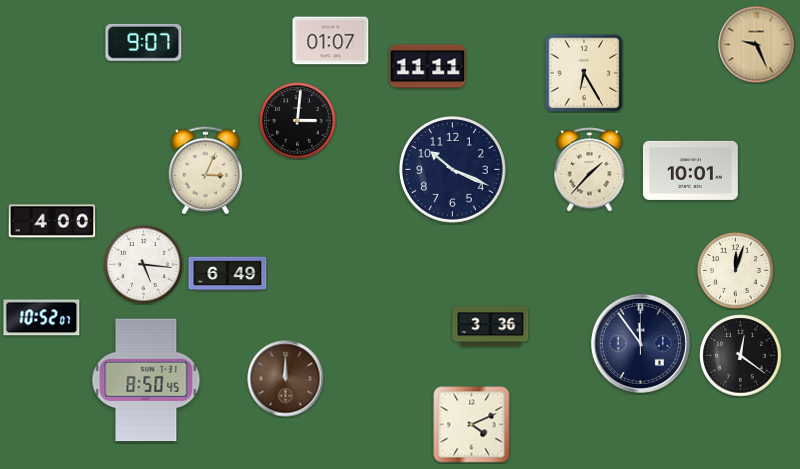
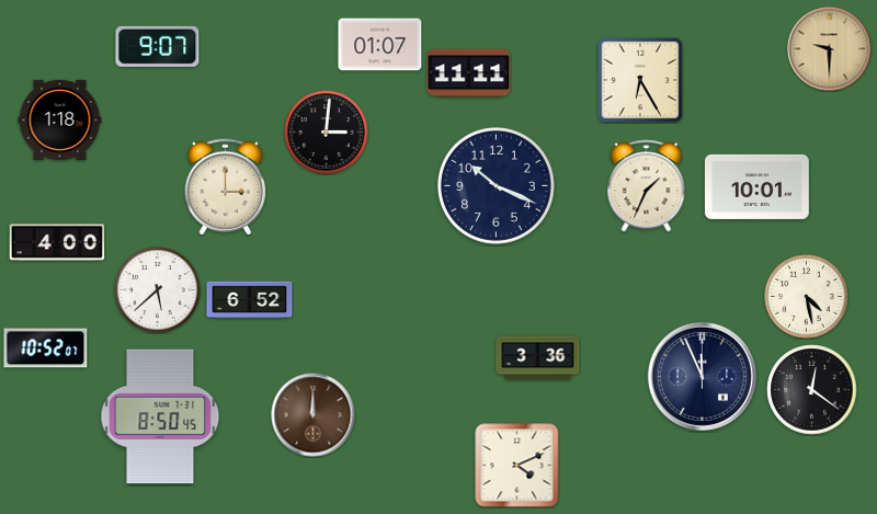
clock at (331, 41) position: (331, 41) -> (380, 45)
clock at (757, 45): 9:26 -> 9:30
clock at (60, 119): none -> 1:18
clock at (590, 170): 1:37 -> 1:34
clock at (205, 171): 3:04 -> 3:00
clock at (144, 265): 5:16 -> 5:38
clock at (736, 271): 12:03 -> 4:28
clock at (228, 274): 6:49 -> 6:52
clock at (640, 343): 11:54 -> 11:56
